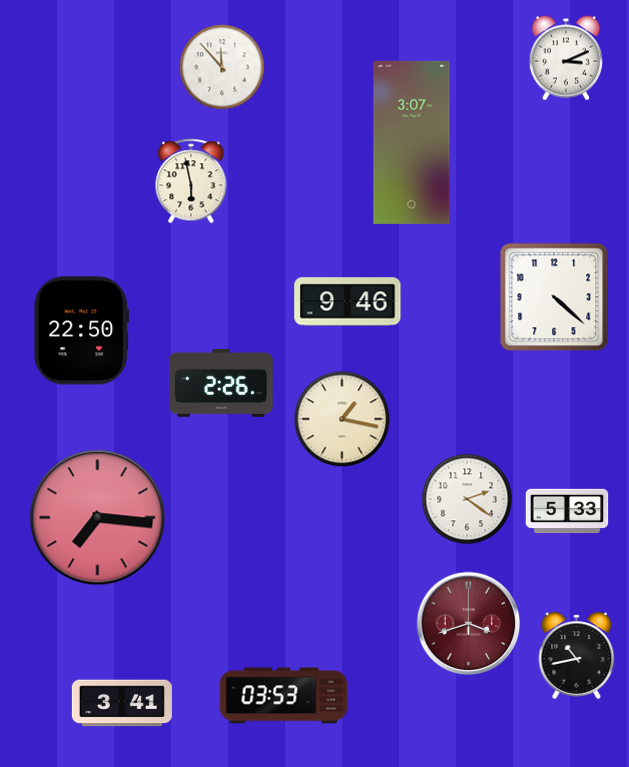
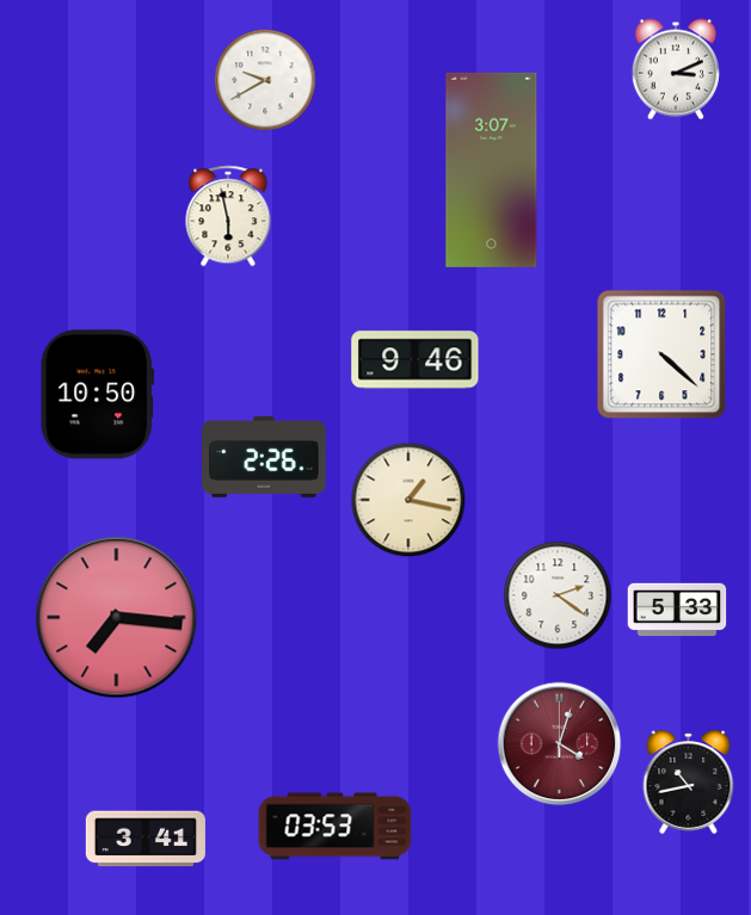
clock at (222, 67): 11:53 -> 9:40
clock at (81, 331): 22:50 -> 10:50
clock at (469, 624): 3:42 -> 4:03
clock at (284, 696) position: (284, 696) -> (336, 827)
